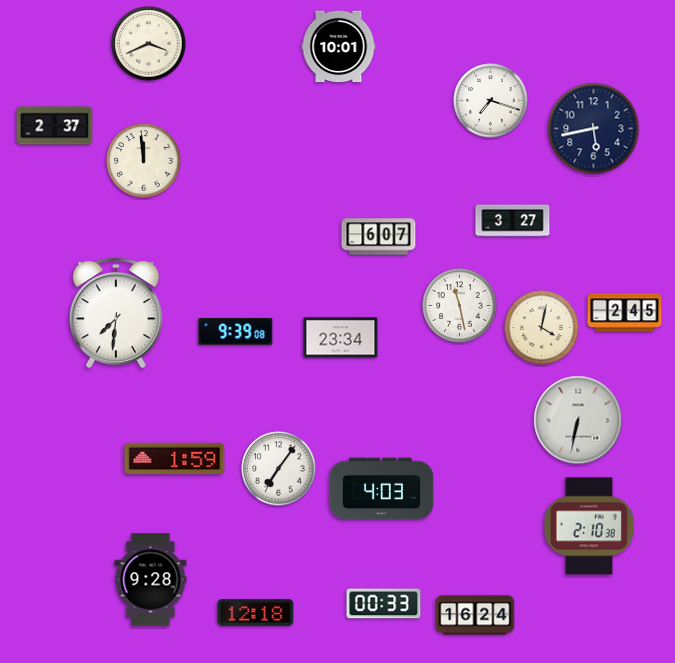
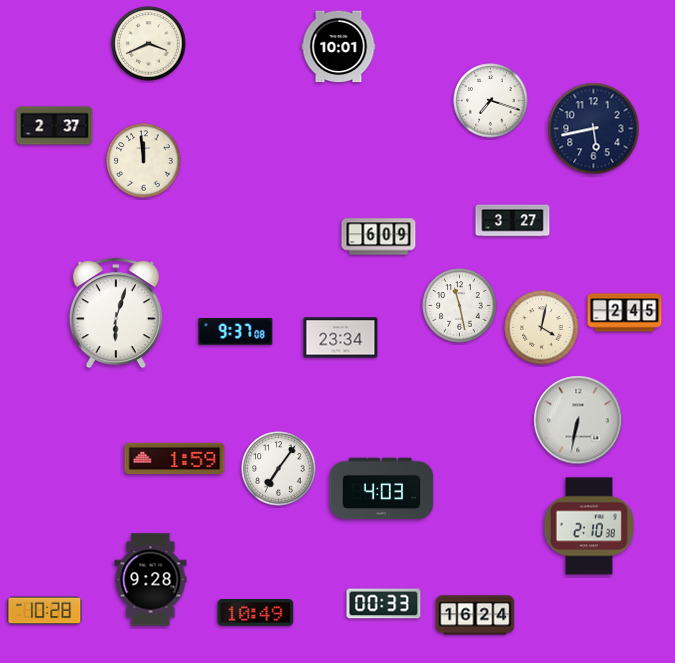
clock at (379, 237): 6:07 -> 6:09
clock at (116, 313): 7:31 -> 6:03
clock at (236, 332): 9:39 -> 9:37
clock at (45, 611): none -> 10:28
clock at (256, 613): 12:18 -> 10:49
